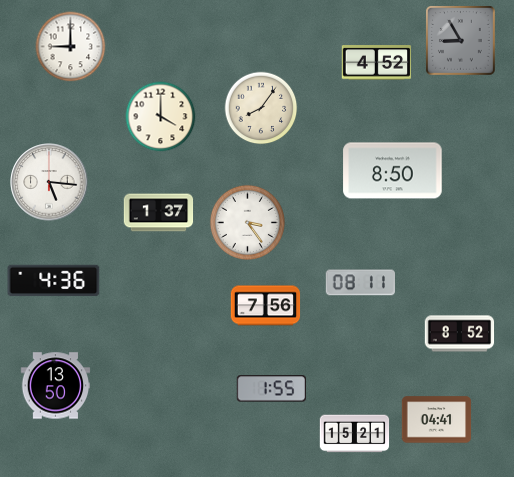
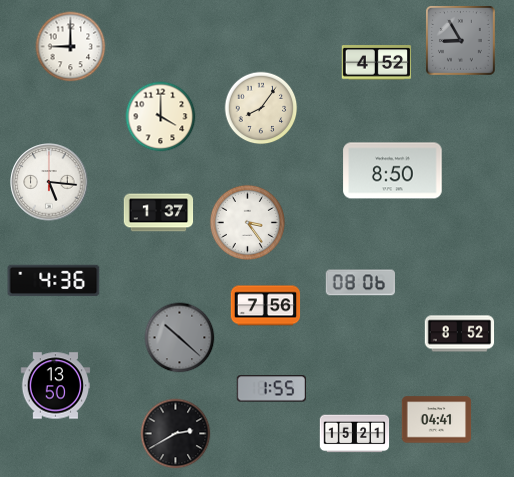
clock at (360, 283): 08:11 -> 08:06
clock at (180, 338): none -> 10:22
clock at (176, 434): none -> 2:40
